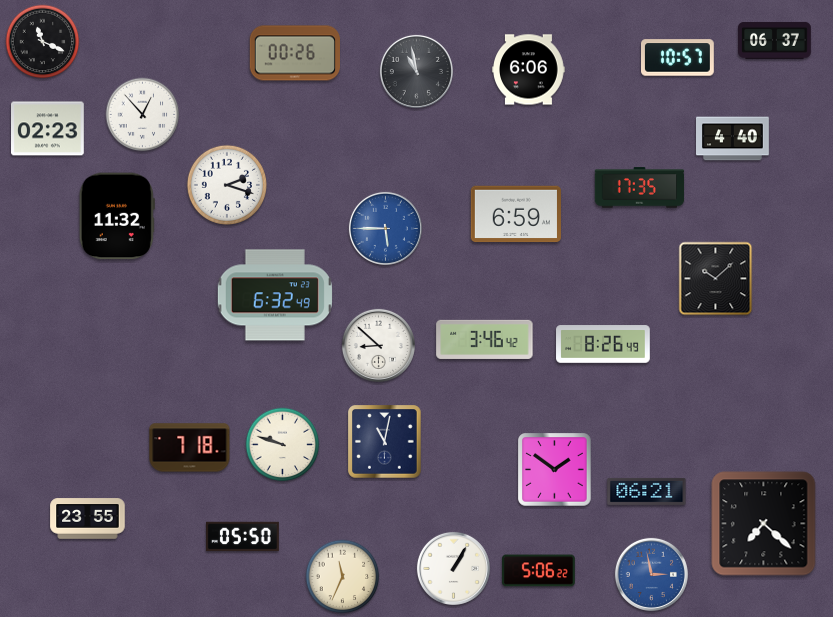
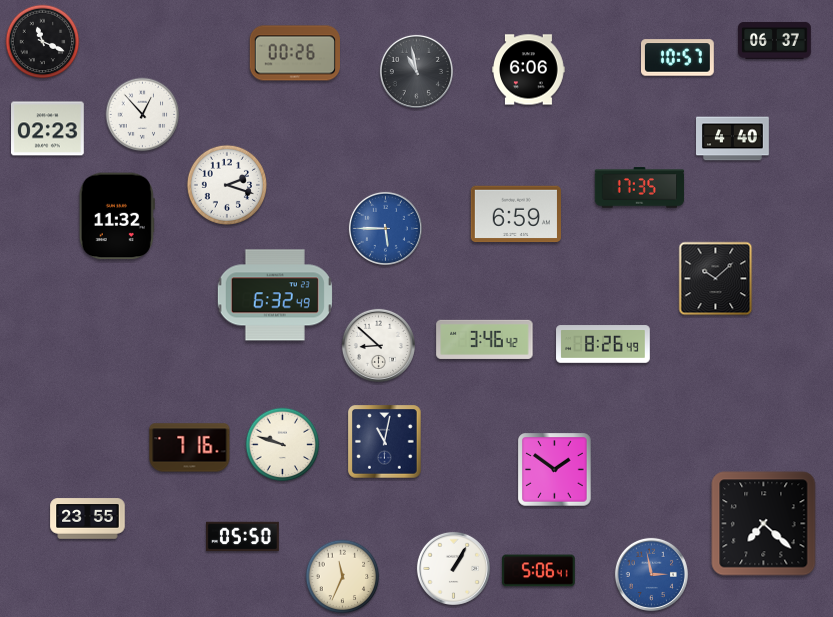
clock at (190, 448): 7:18 -> 7:16
clock at (647, 491): 06:21 -> none
clock at (538, 571): 5:06:22 -> 5:06:41
